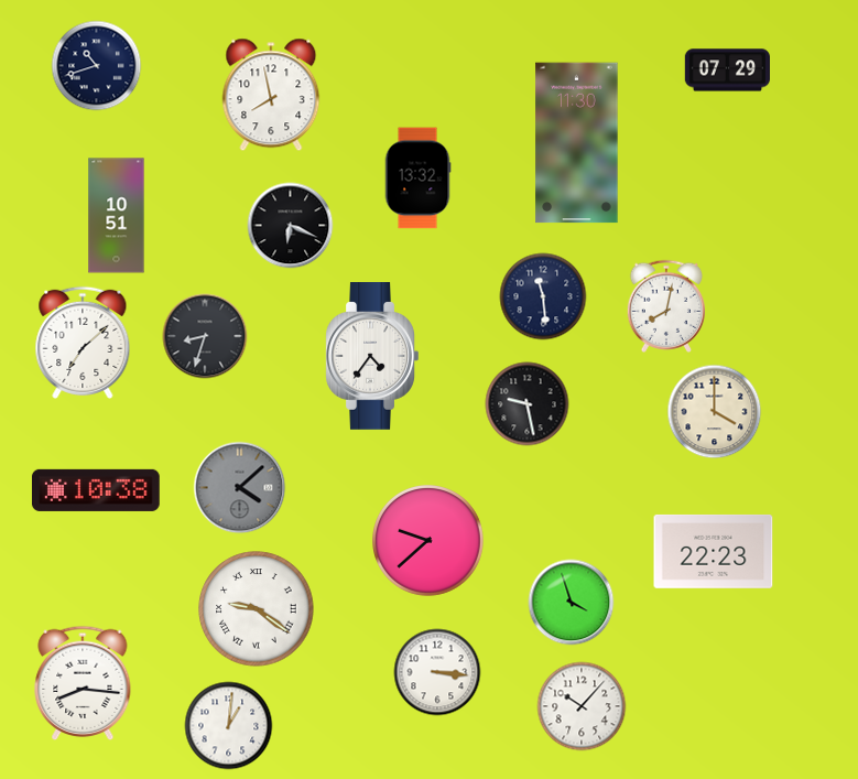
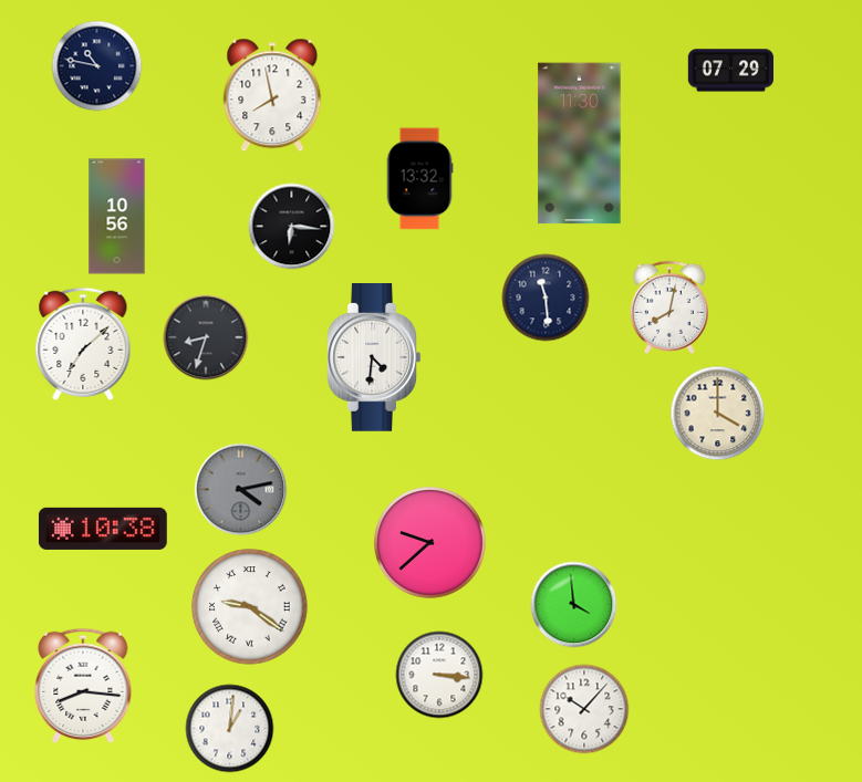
clock at (97, 66): 10:42 -> 10:47
clock at (117, 216): 10:51 -> 10:56
clock at (291, 226): 6:19 -> 6:16
clock at (372, 357): 4:36 -> 4:31
clock at (528, 404): 9:28 -> none
clock at (240, 488): 4:08 -> 4:13
clock at (96, 490) position: (96, 490) -> (103, 529)
clock at (714, 551): 22:23 -> none
clock at (572, 603): 3:57 -> 3:59
clock at (257, 609) position: (257, 609) -> (250, 607)
